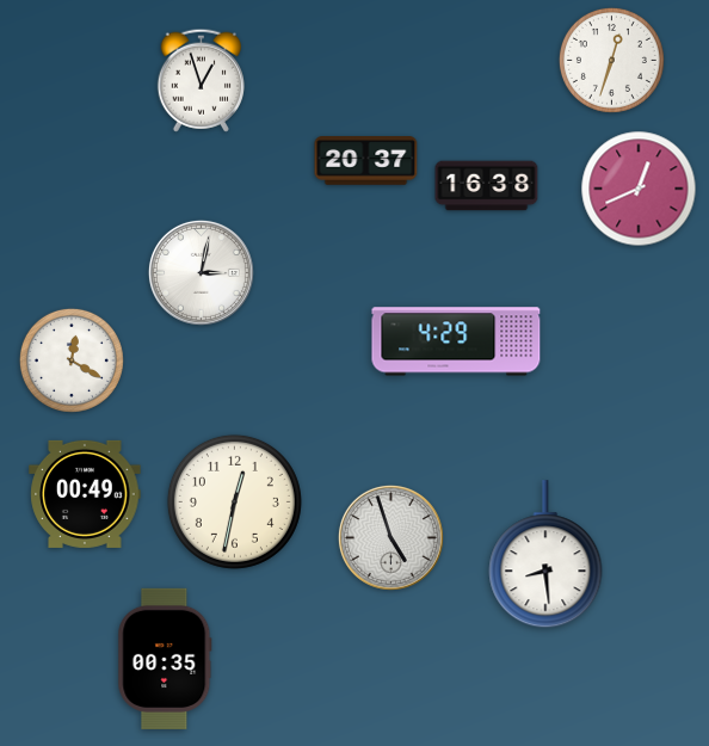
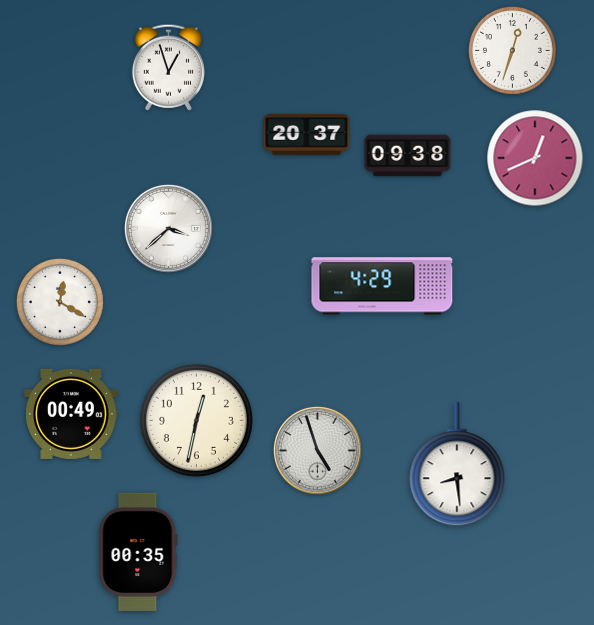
clock at (487, 186): 16:38 -> 09:38
clock at (201, 272): 3:02 -> 3:38
clock at (390, 537) position: (390, 537) -> (317, 450)
